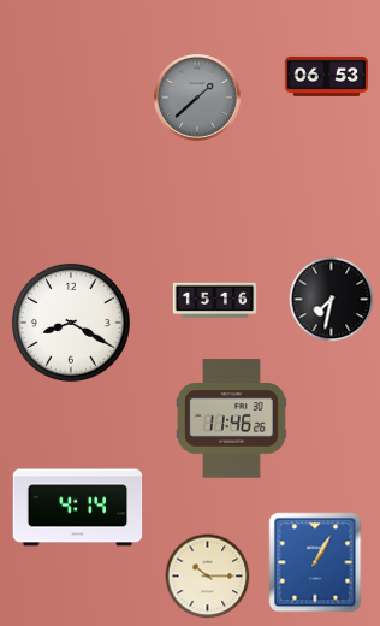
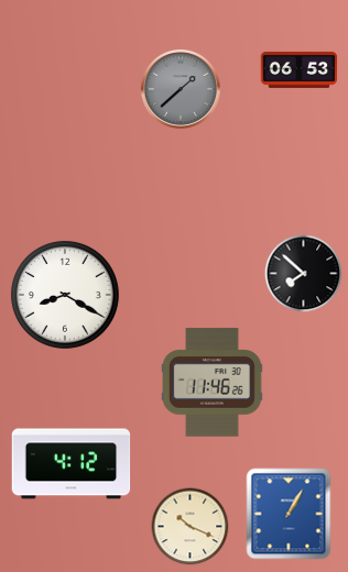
clock at (332, 300): 7:32 -> 7:52
clock at (215, 301): 15:16 -> none
clock at (78, 508): 4:14 -> 4:12
clock at (208, 577): 10:15 -> 10:19
